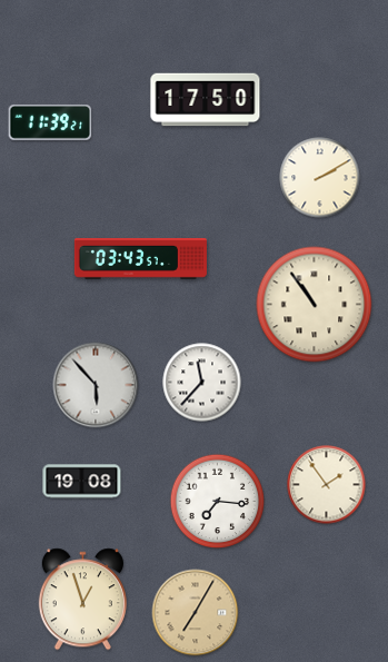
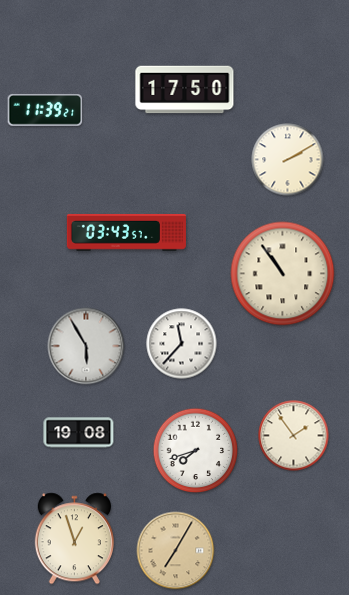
clock at (96, 385): 5:53 -> 5:55
clock at (82, 482) position: (82, 482) -> (79, 433)
clock at (218, 502): 7:16 -> 7:42
